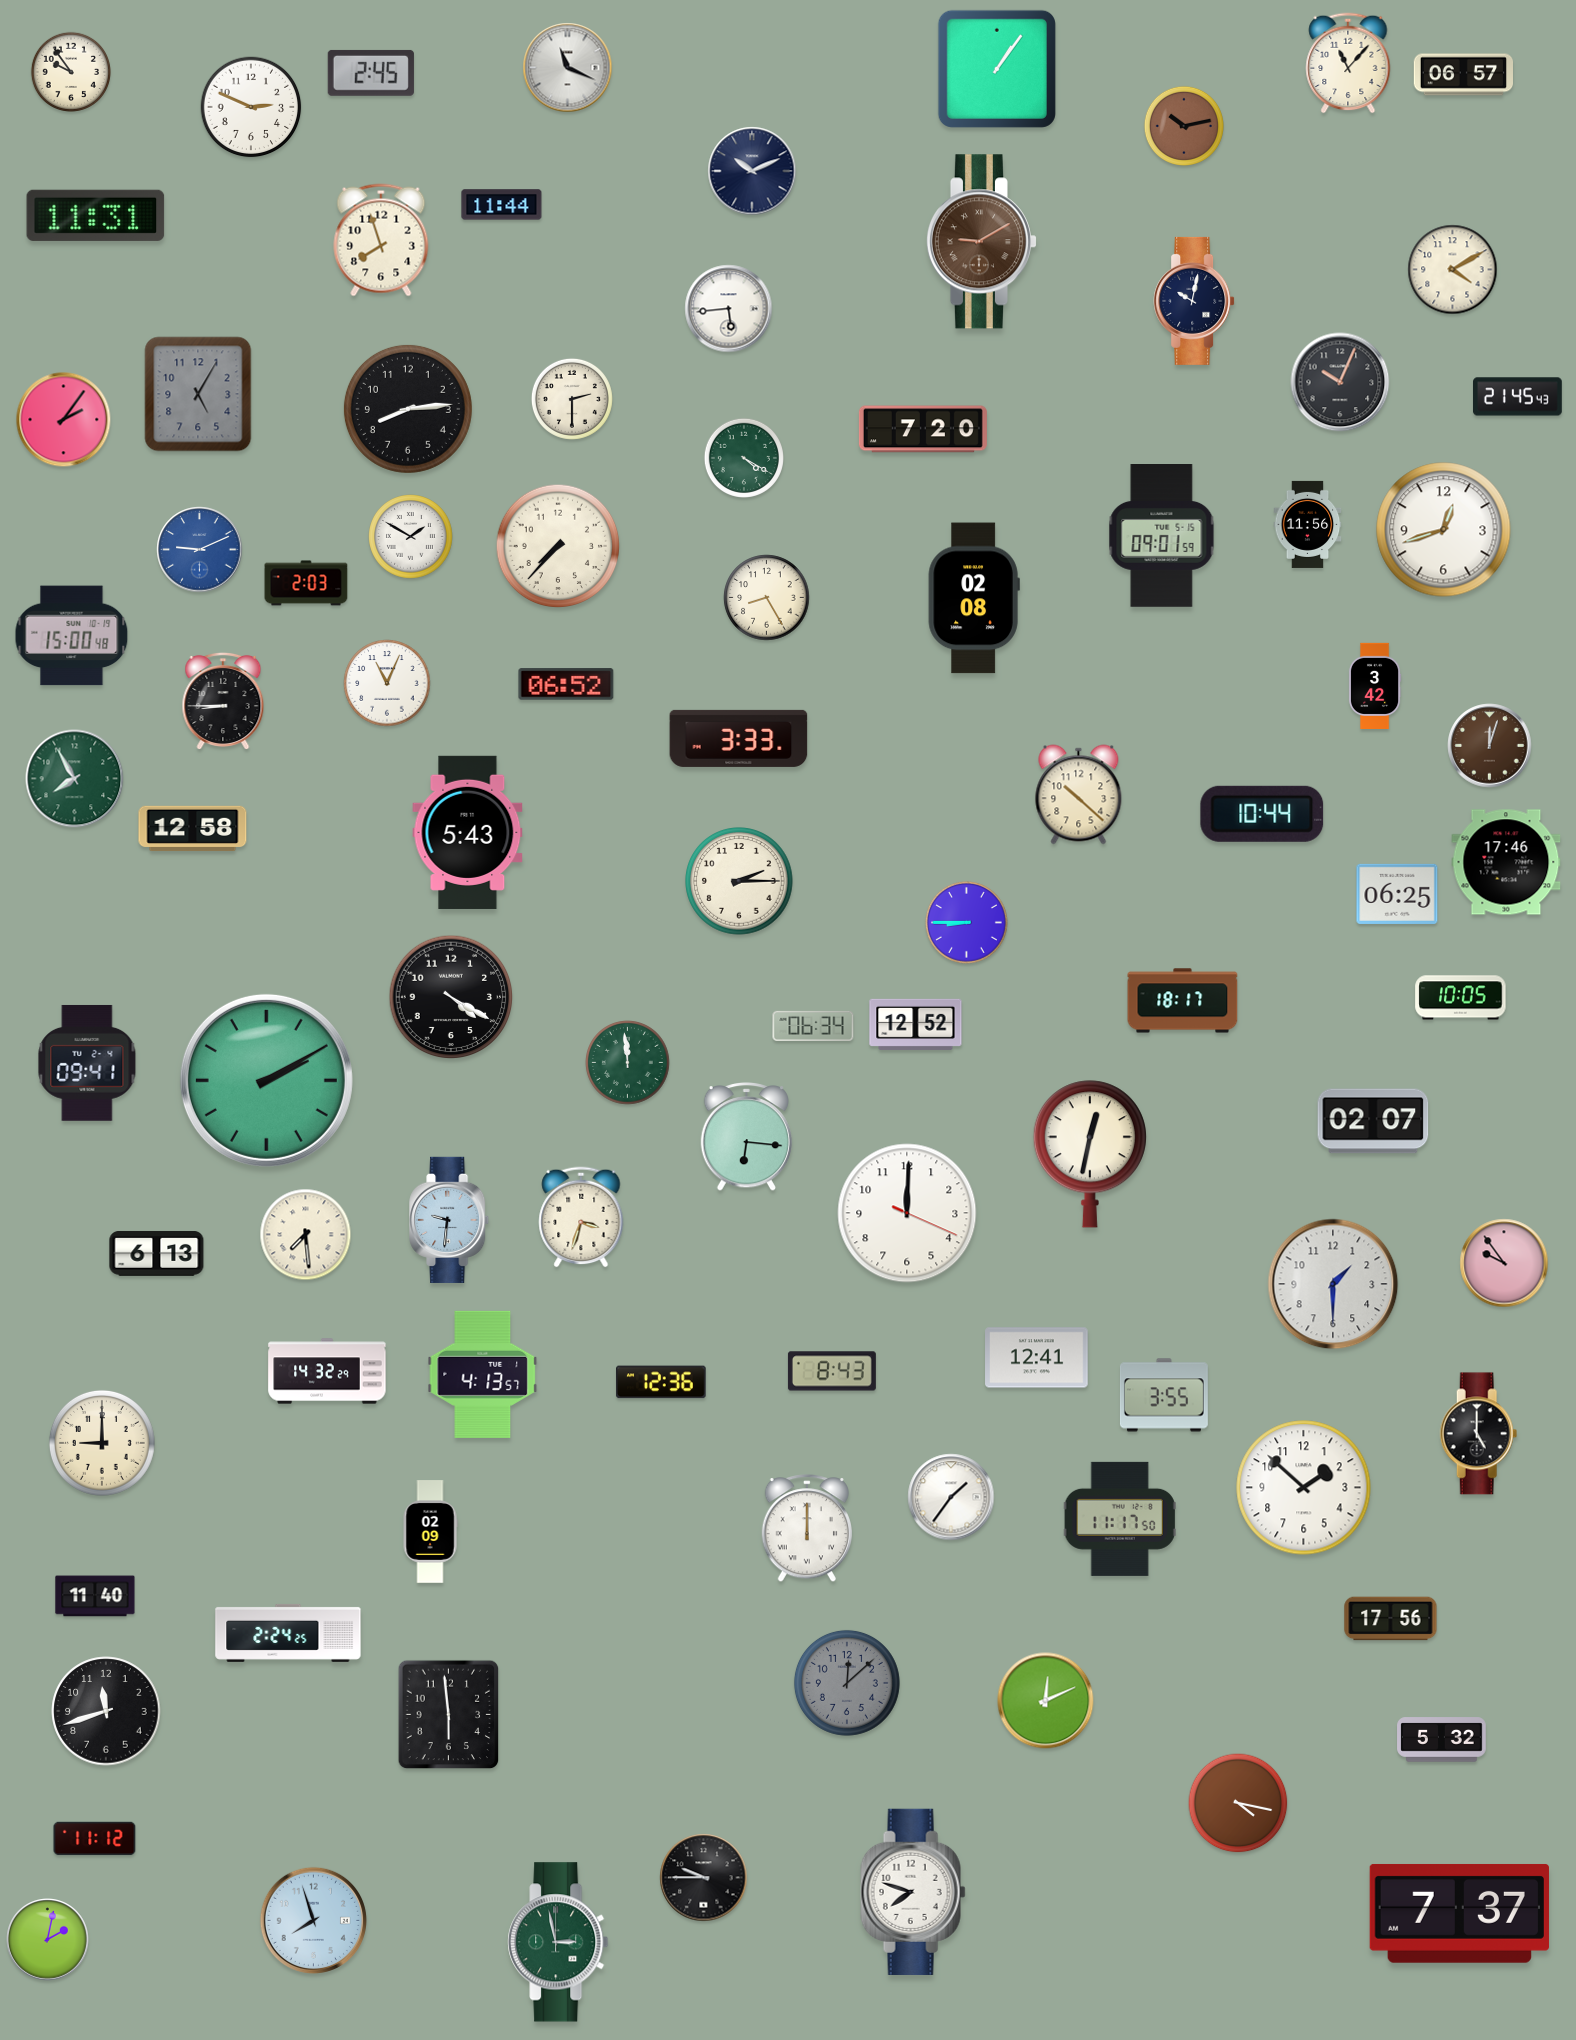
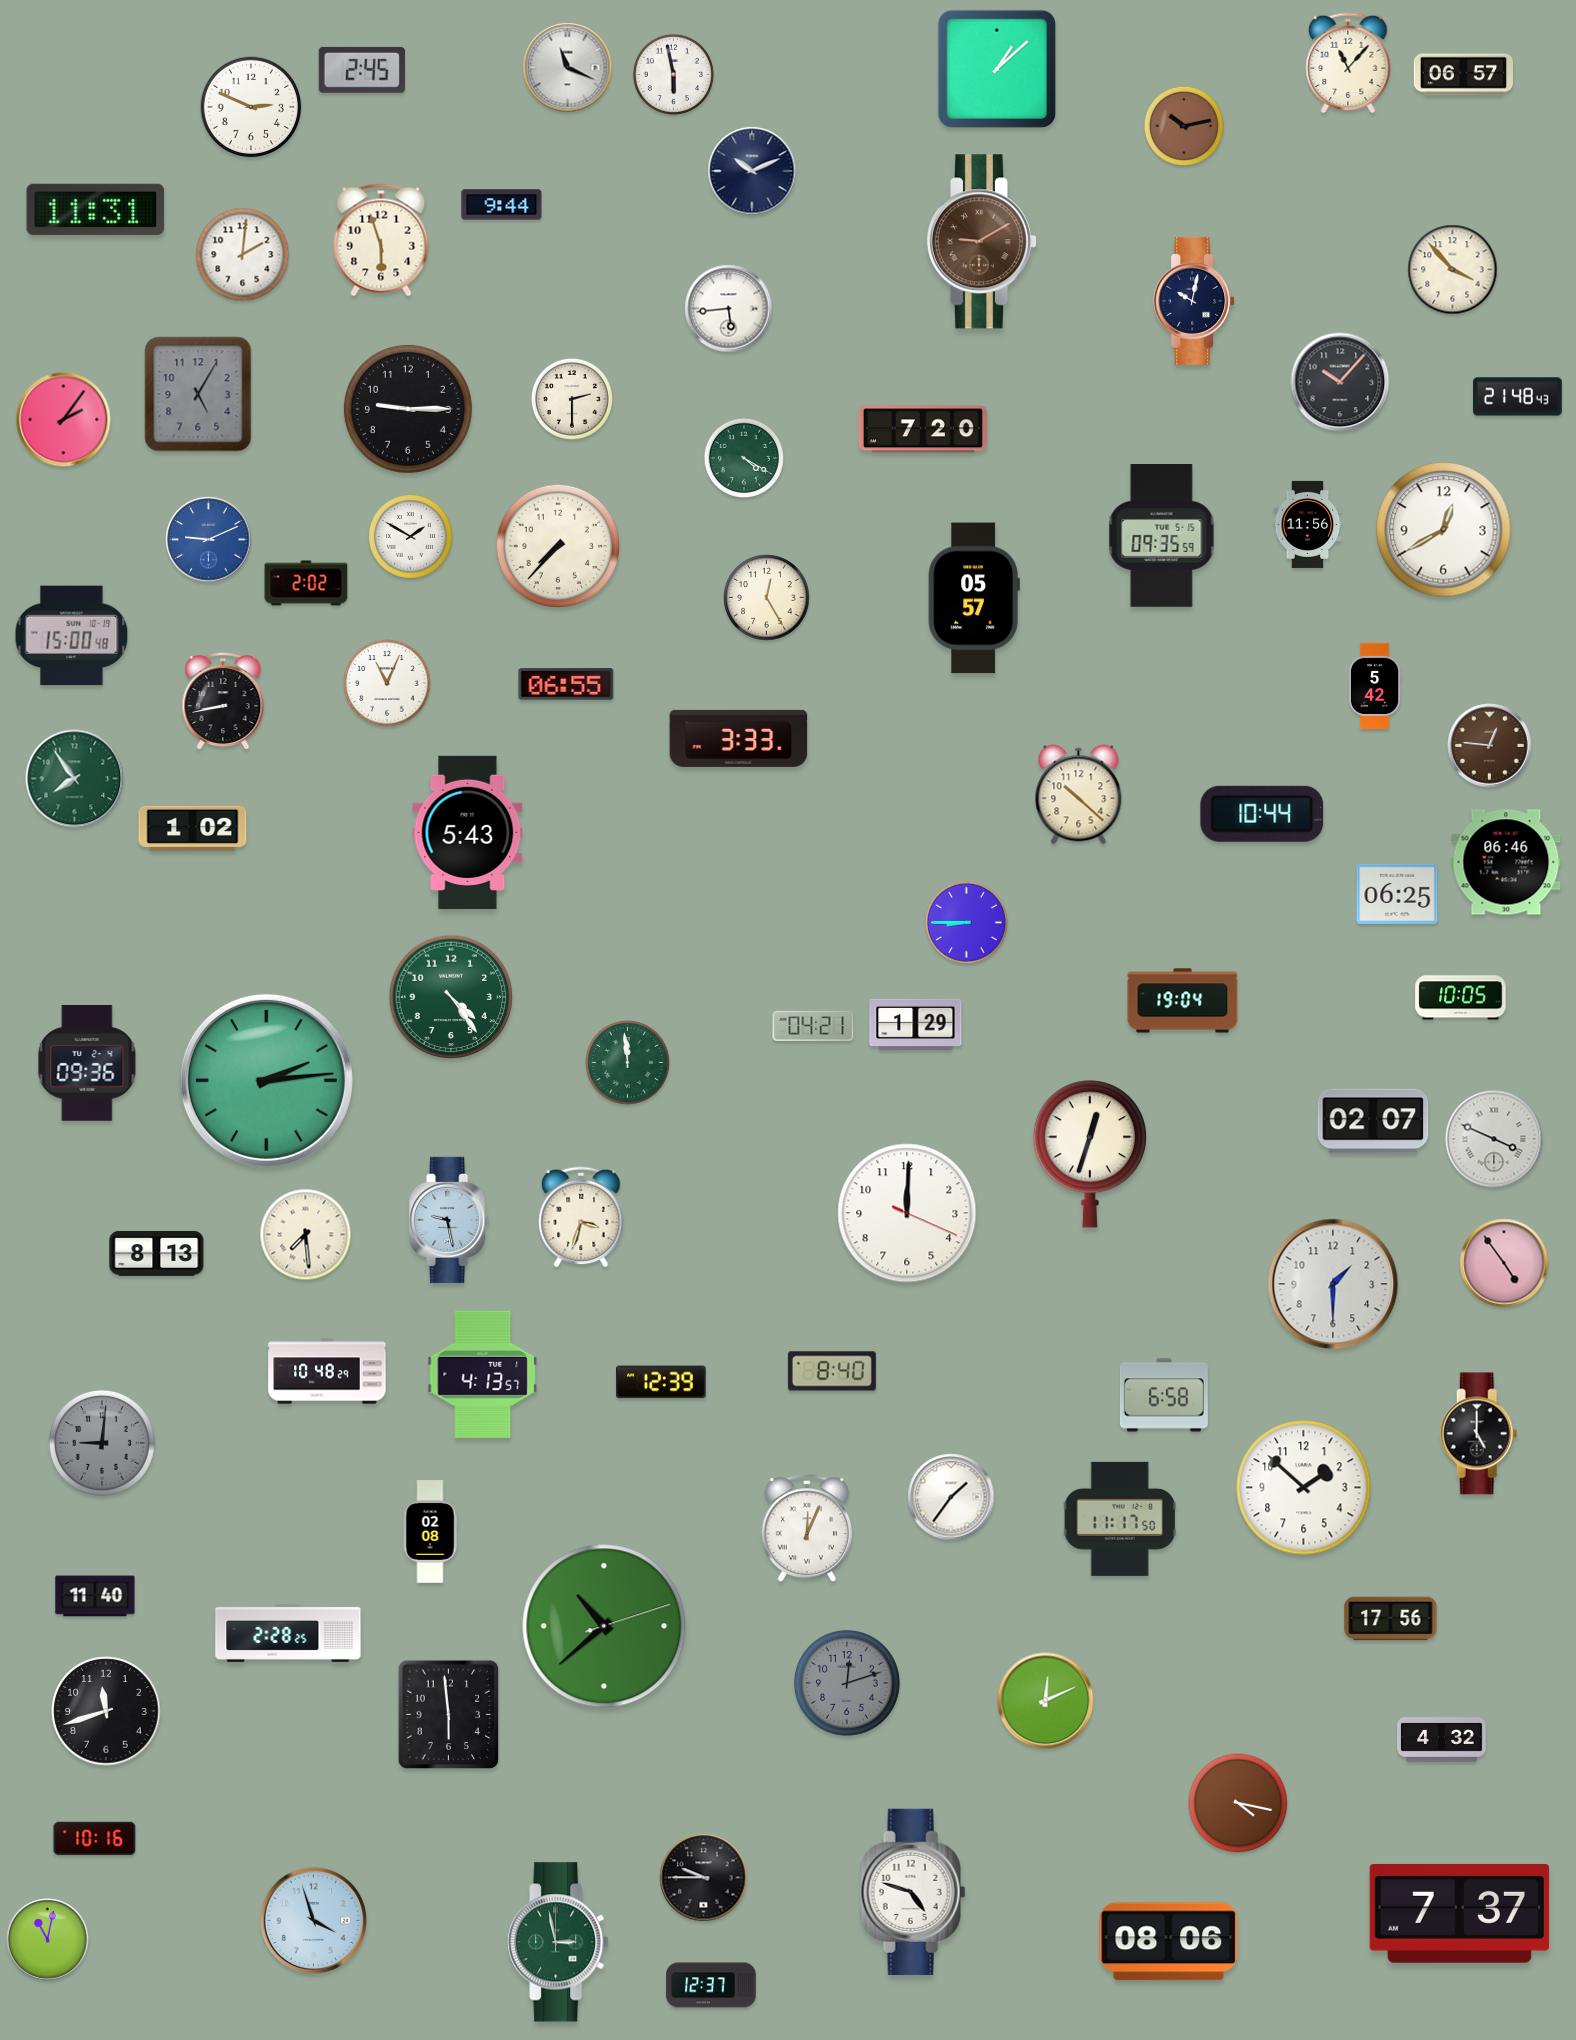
clock at (997, 69): 1:06 -> 1:08
clock at (71, 72): 9:54 -> none
clock at (371, 73) position: (371, 73) -> (362, 70)
clock at (673, 74): none -> 5:58
clock at (502, 205): 11:44 -> 9:44
clock at (96, 215) position: (96, 215) -> (96, 209)
clock at (381, 240): 7:57 -> 5:57
clock at (243, 255): none -> 2:01
clock at (1453, 270): 4:10 -> 3:53
clock at (1340, 382): 10:04 -> 10:07
clock at (1518, 397): 21:45 -> 21:48
clock at (408, 409): 8:14 -> 9:15
clock at (1444, 530): 12:42 -> 12:40
clock at (1162, 536): 09:01 -> 09:35
clock at (200, 550) position: (200, 550) -> (209, 540)
clock at (306, 583): 2:03 -> 2:02
clock at (767, 598): 8:25 -> 12:25
clock at (974, 598): 02:08 -> 05:57
clock at (566, 684): 06:52 -> 06:55
clock at (1375, 685): 3:42 -> 5:42
clock at (223, 700): 8:45 -> 8:43
clock at (1490, 746): 12:03 -> 12:46
clock at (75, 779): 7:55 -> 7:54
clock at (193, 829): 12:58 -> 1:02
clock at (1506, 862): 17:46 -> 06:46
clock at (739, 881): 2:15 -> none
clock at (451, 997): 4:20 -> 4:24
clock at (451, 997) dial: black -> green
clock at (1183, 1001): 18:17 -> 19:04
clock at (916, 1024): 12:52 -> 1:29
clock at (813, 1026): 06:34 -> 04:21
clock at (87, 1063): 09:41 -> 09:36
clock at (266, 1080): 2:10 -> 2:14
clock at (747, 1137): 6:16 -> none
clock at (1494, 1139): none -> 3:49
clock at (1090, 1154): 12:32 -> 12:33
clock at (450, 1220): 9:31 -> 9:28
clock at (157, 1253): 6:13 -> 8:13
clock at (1504, 1263): 9:54 -> 4:54
clock at (1037, 1358): 12:41 -> none
clock at (327, 1371): 14:32 -> 10:48
clock at (832, 1371): 8:43 -> 8:40
clock at (661, 1382): 12:36 -> 12:39
clock at (1164, 1395): 3:55 -> 6:58
clock at (102, 1443): 9:00 -> 9:01
clock at (102, 1443) dial: cream -> grey
clock at (806, 1529): 12:00 -> 12:04
clock at (430, 1532): 02:09 -> 02:08
clock at (604, 1626): none -> 10:38
clock at (288, 1633): 2:24 -> 2:28
clock at (847, 1683): 12:08 -> 12:12
clock at (1442, 1740): 5:32 -> 4:32
clock at (95, 1839): 11:12 -> 10:16
clock at (913, 1892): 7:48 -> 4:48
clock at (313, 1920): 7:57 -> 3:57
clock at (48, 1940): 2:02 -> 11:02
clock at (1169, 1942): none -> 08:06
clock at (711, 1985): none -> 12:37
